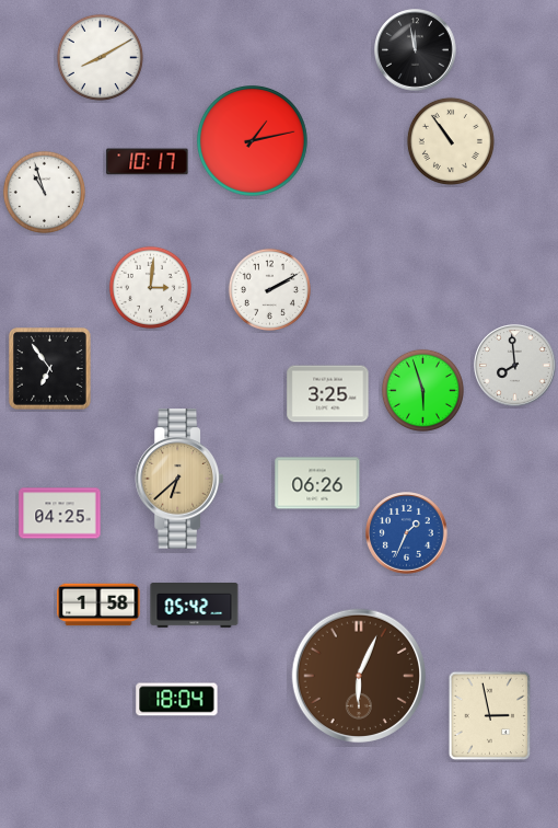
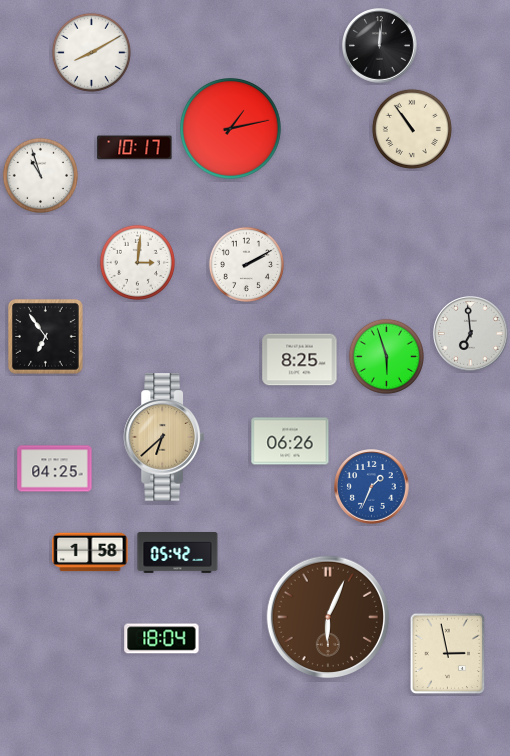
clock at (416, 50): 11:58 -> 12:01
clock at (515, 366): 7:59 -> 6:59
clock at (328, 394): 3:25 -> 8:25
